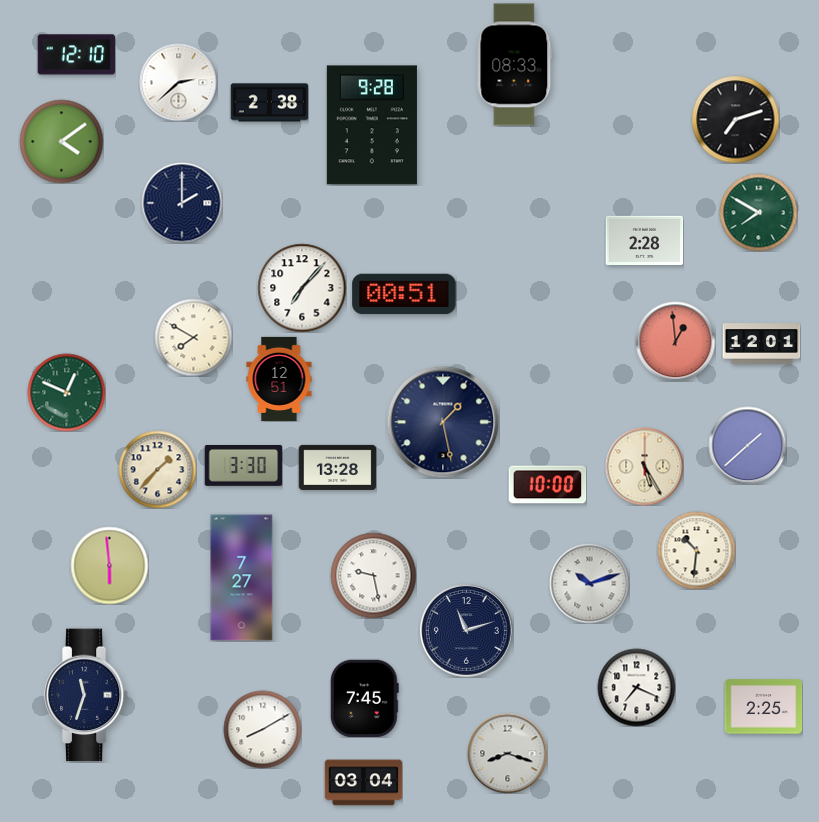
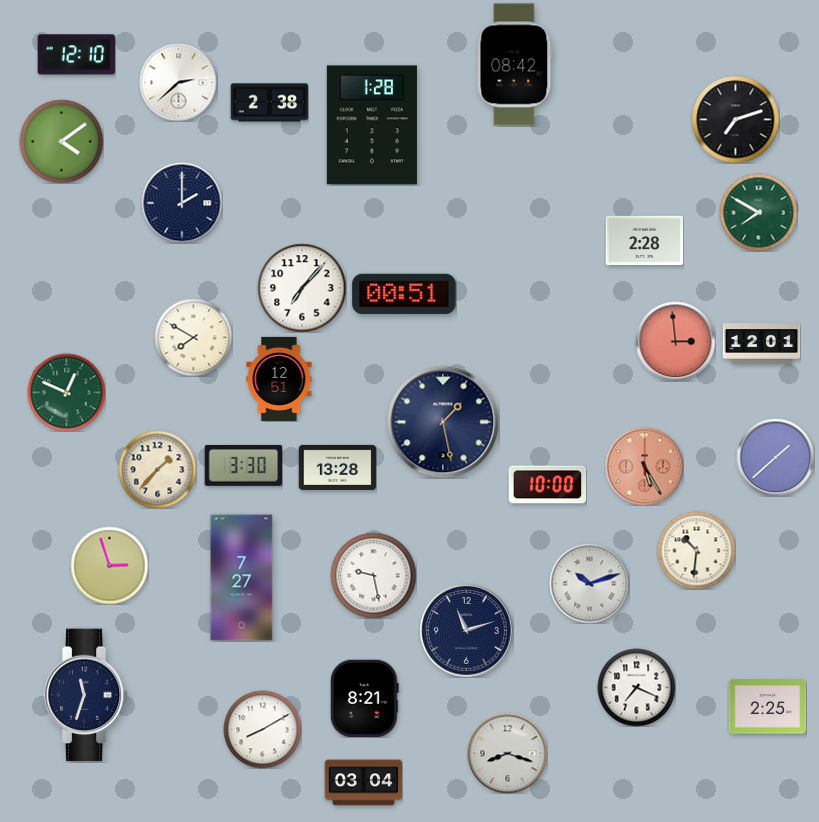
clock at (515, 65): 08:33 -> 08:42
clock at (372, 125): 9:28 -> 1:28
clock at (675, 341): 12:59 -> 2:59
clock at (747, 445) position: (747, 445) -> (775, 457)
clock at (644, 466) dial: cream -> salmon
clock at (109, 565): 5:59 -> 2:57
clock at (364, 698): 7:45 -> 8:21
clock at (763, 707) position: (763, 707) -> (767, 707)
